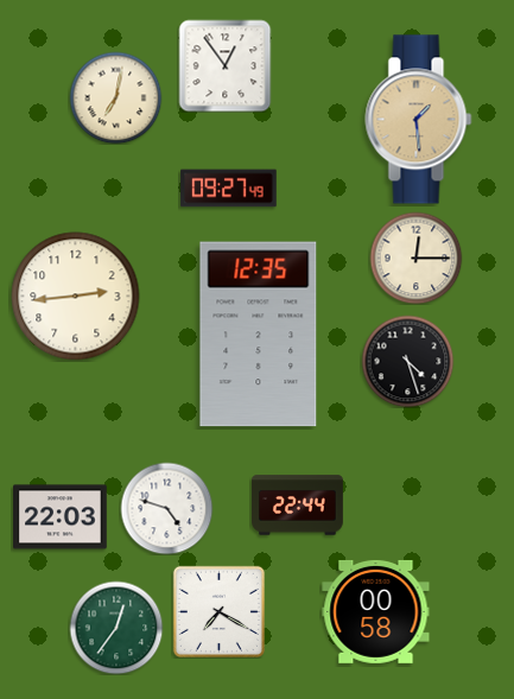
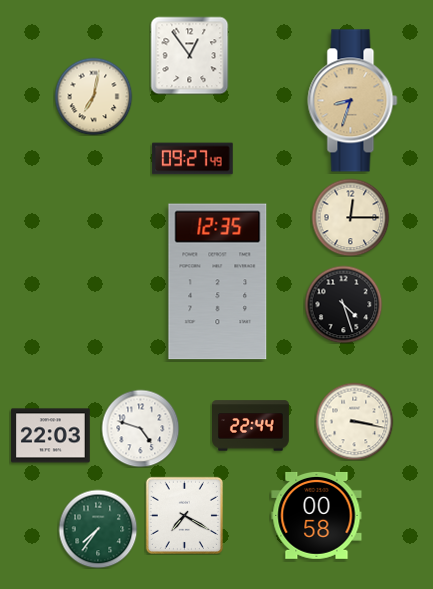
clock at (115, 97) position: (115, 97) -> (93, 96)
clock at (419, 120): 1:29 -> 8:33
clock at (76, 297): 2:44 -> none
clock at (354, 421): none -> 3:17
clock at (116, 628): 12:36 -> 7:36
